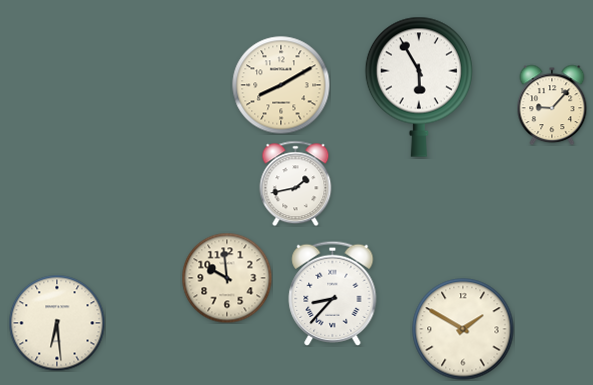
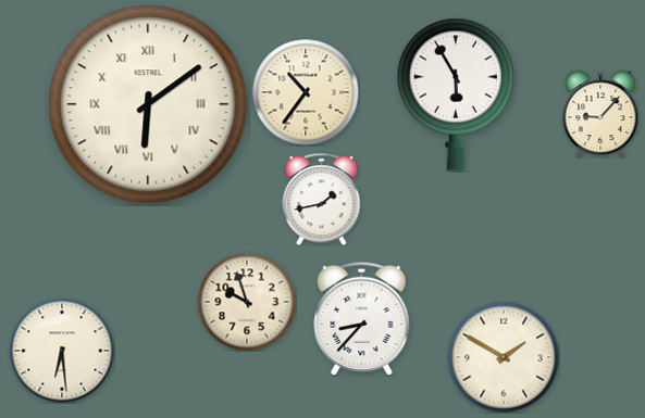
clock at (281, 85): 8:10 -> 10:36
clock at (148, 104): none -> 6:09
clock at (227, 278): 9:59 -> 9:57
